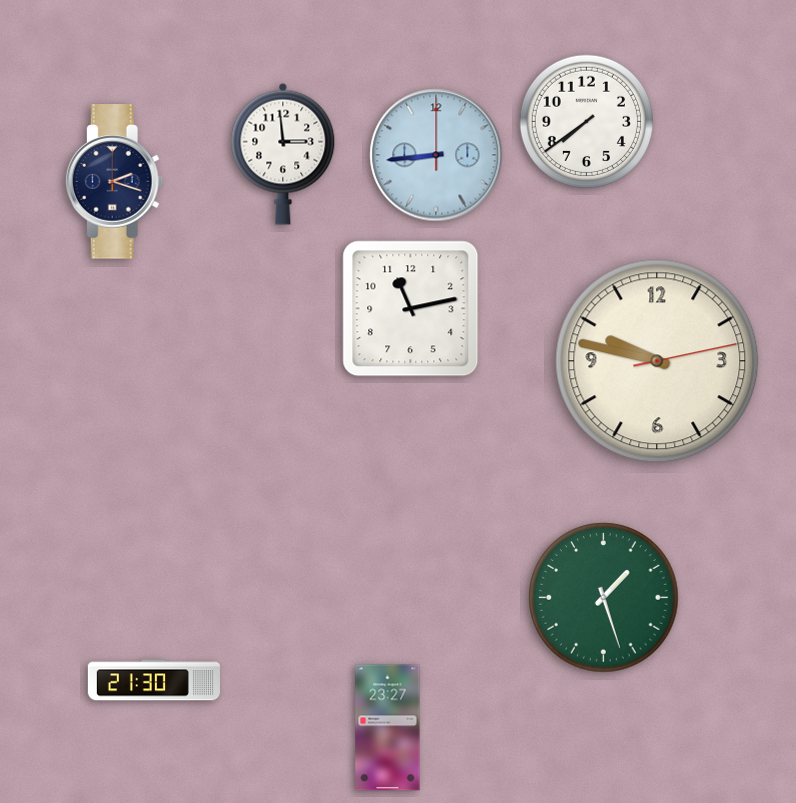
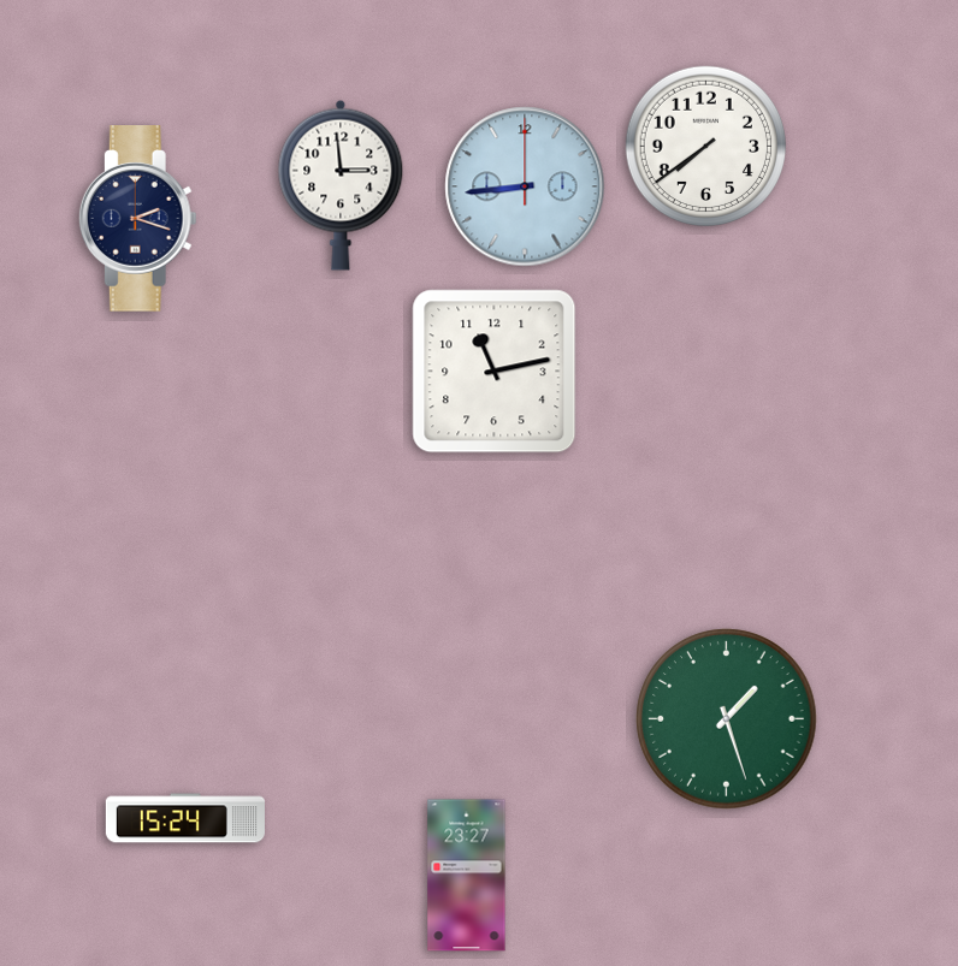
clock at (657, 361): 9:47 -> none
clock at (154, 680): 21:30 -> 15:24
